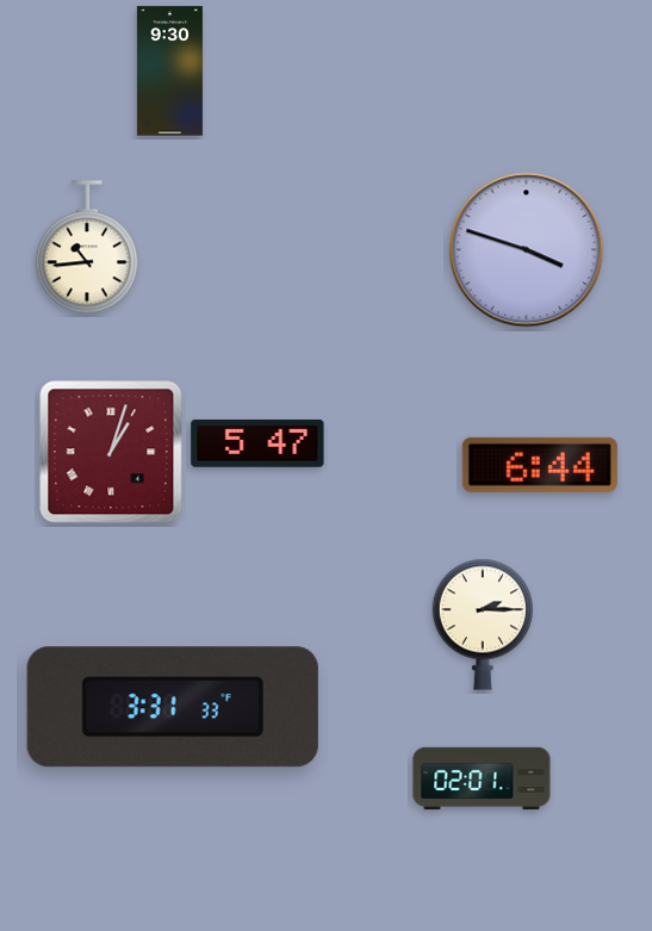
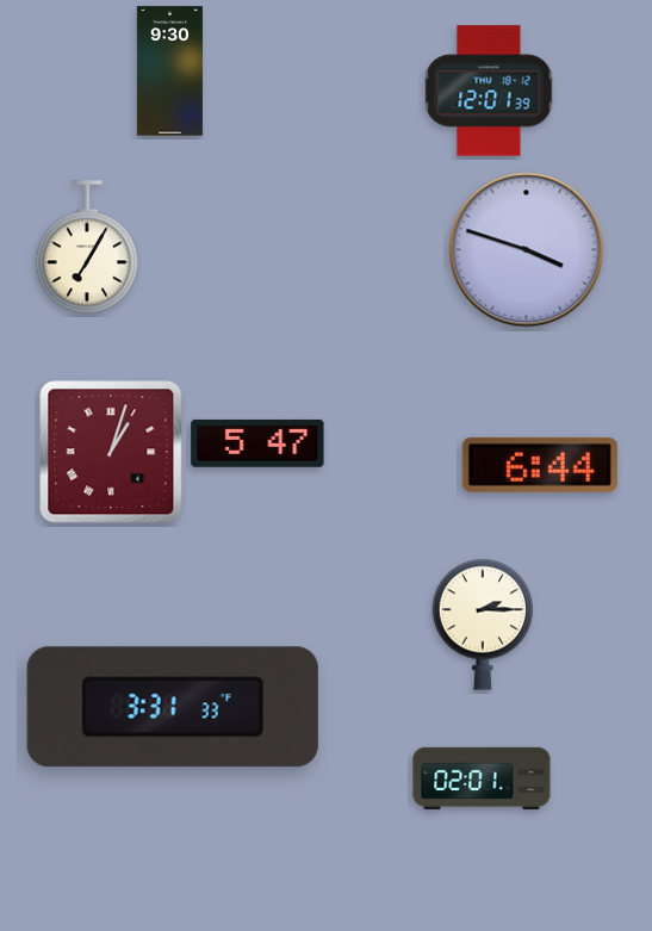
clock at (489, 91): none -> 12:01
clock at (86, 248): 10:44 -> 7:05
